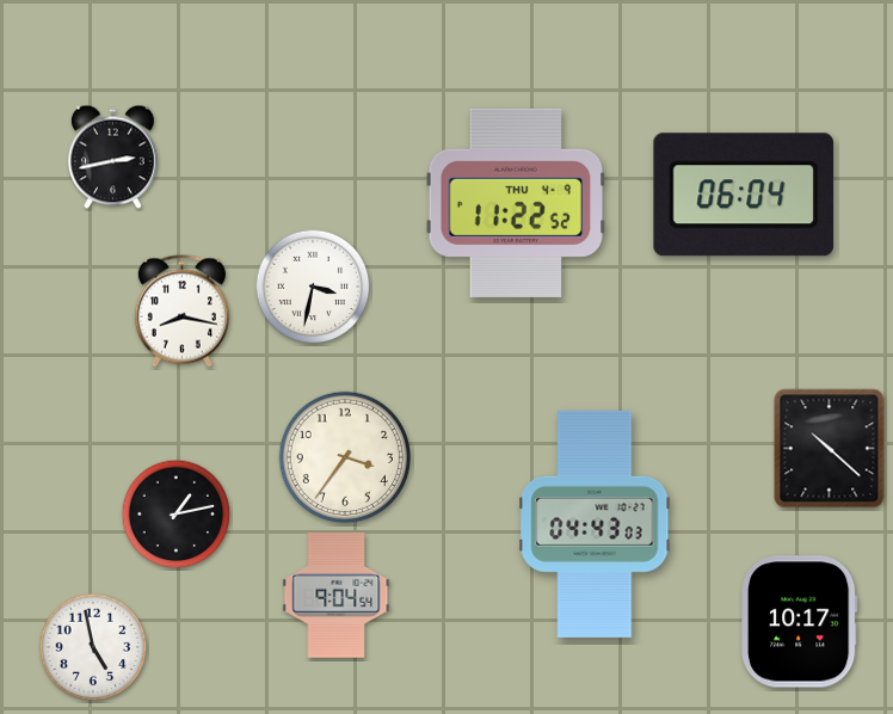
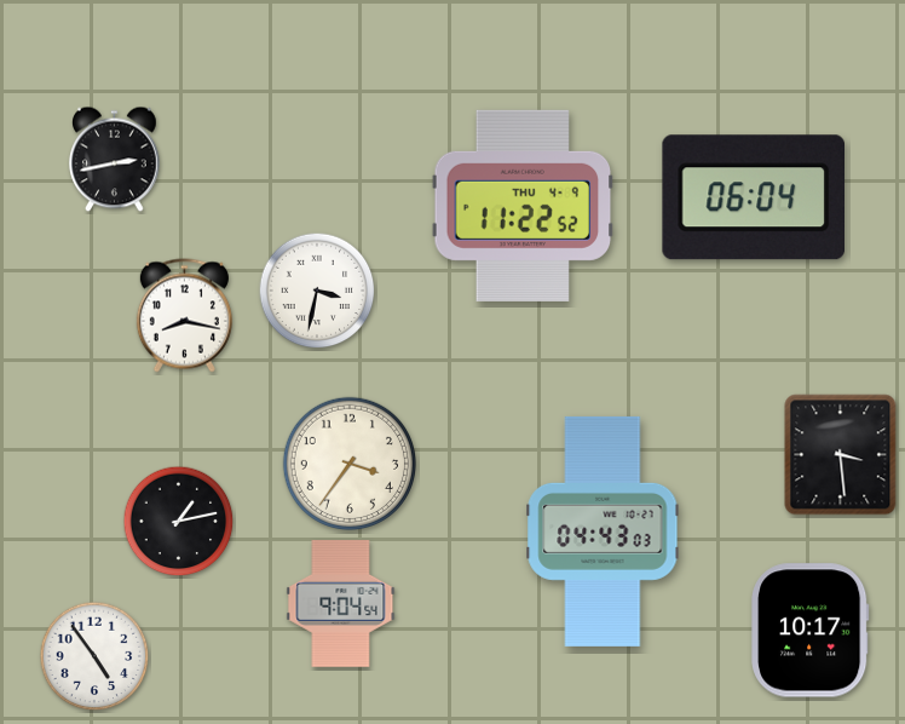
clock at (830, 449): 10:22 -> 3:29
clock at (93, 647): 4:58 -> 4:54
